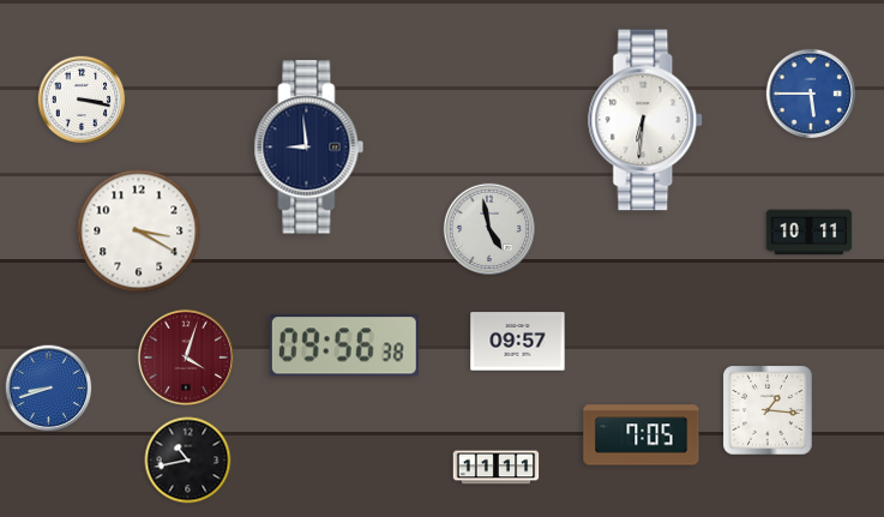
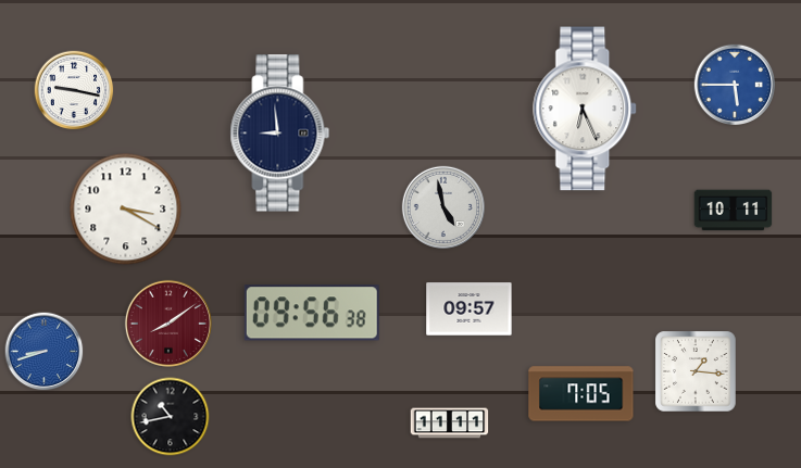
clock at (82, 100): 3:17 -> 9:17
clock at (647, 120): 6:31 -> 6:26
clock at (186, 357): 4:03 -> 8:09
